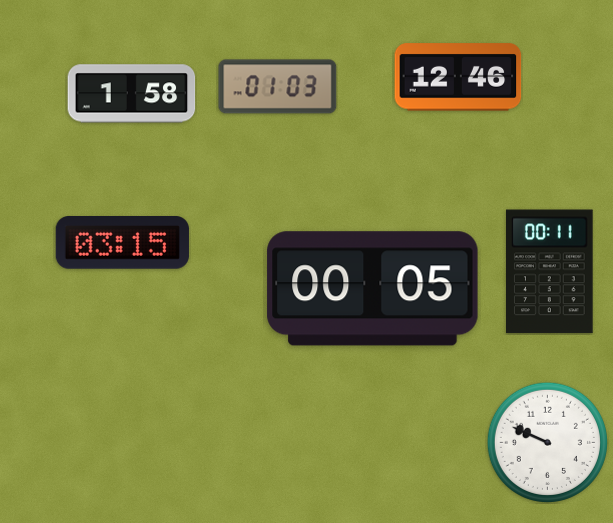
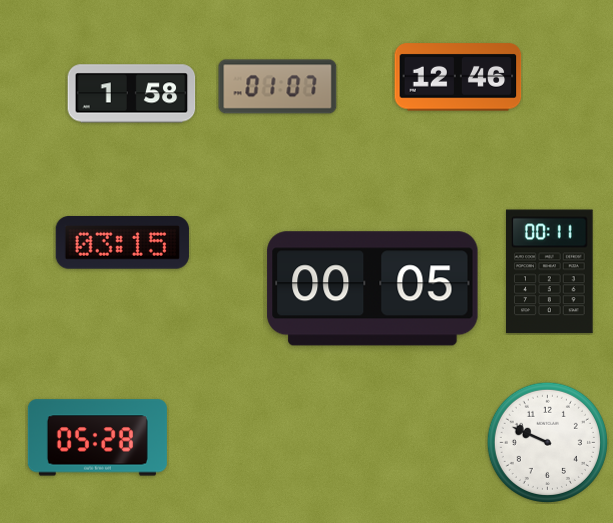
clock at (278, 87): 01:03 -> 01:07
clock at (97, 438): none -> 05:28
